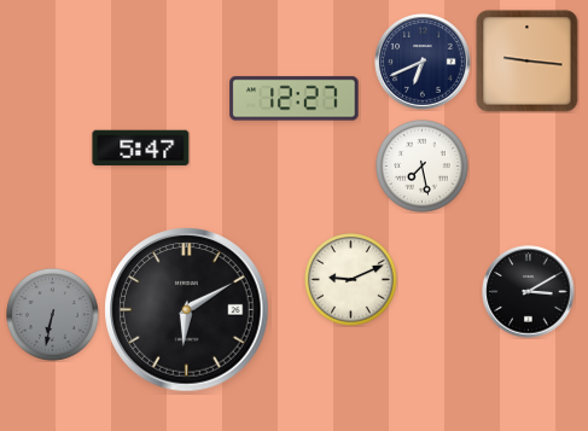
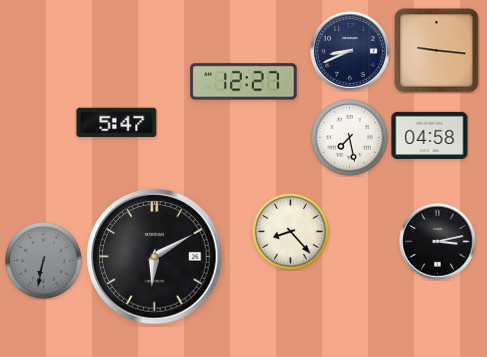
clock at (423, 62): 6:41 -> 8:41
clock at (430, 135): none -> 04:58
clock at (351, 280): 9:11 -> 8:23
clock at (529, 292): 3:10 -> 3:13
